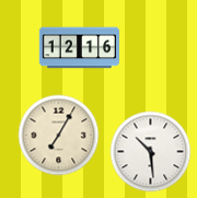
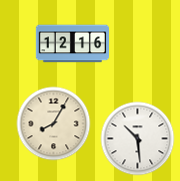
clock at (59, 136): 7:05 -> 8:05
